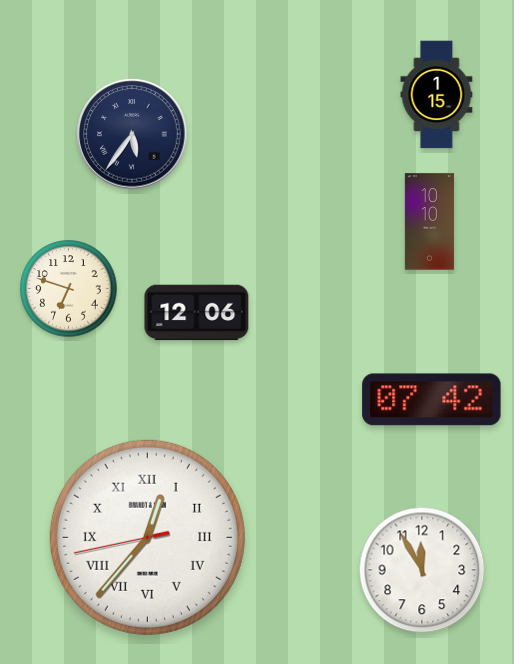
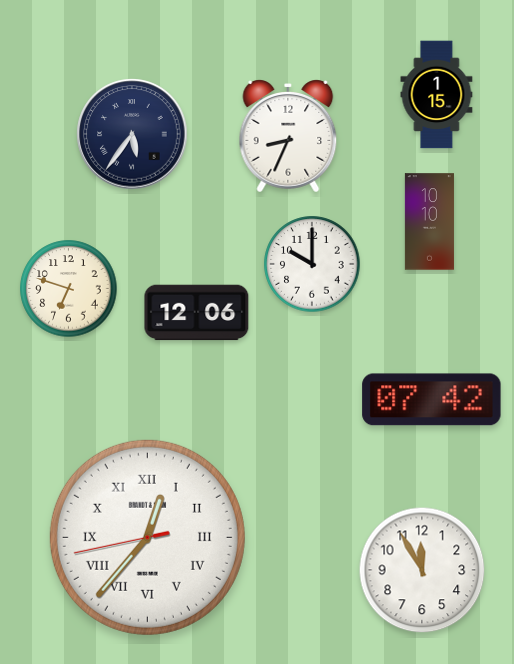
clock at (288, 136): none -> 8:34
clock at (312, 264): none -> 10:00
